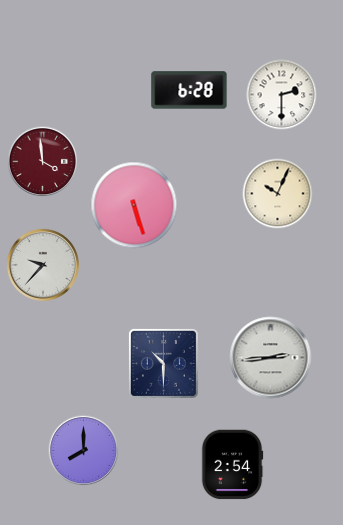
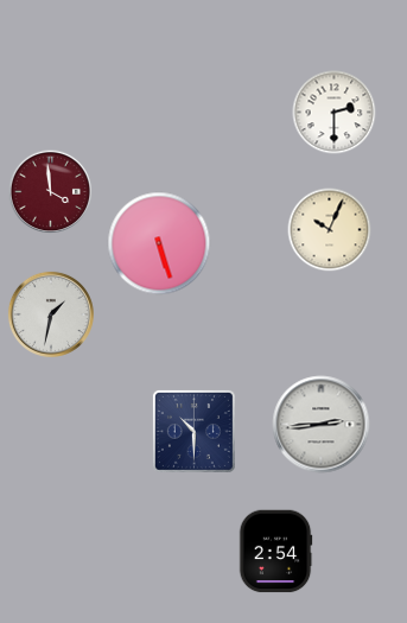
clock at (189, 90): 6:28 -> none
clock at (43, 265): 9:37 -> 1:32
clock at (84, 451): 8:00 -> none
